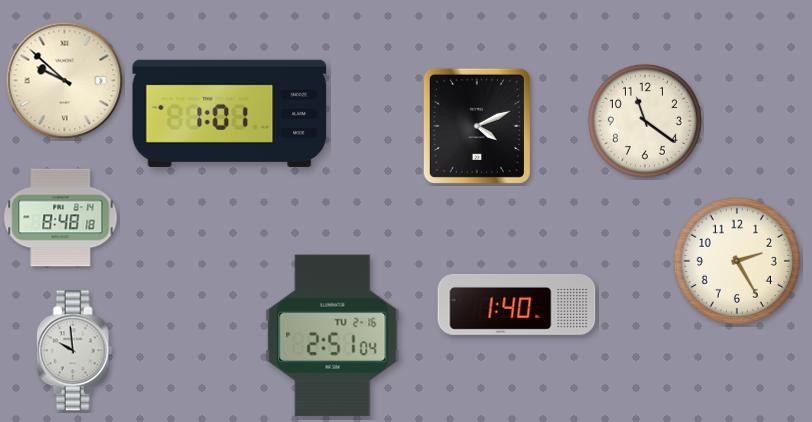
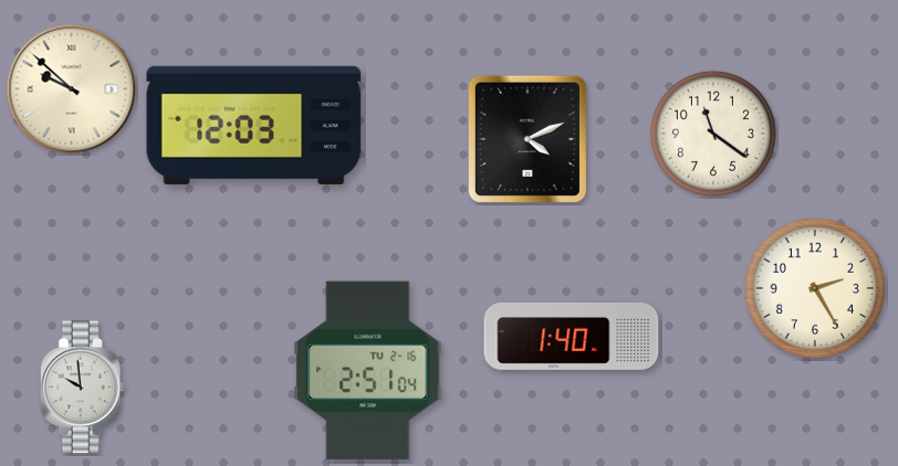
clock at (230, 113): 1:01 -> 12:03
clock at (61, 218): 8:48 -> none
